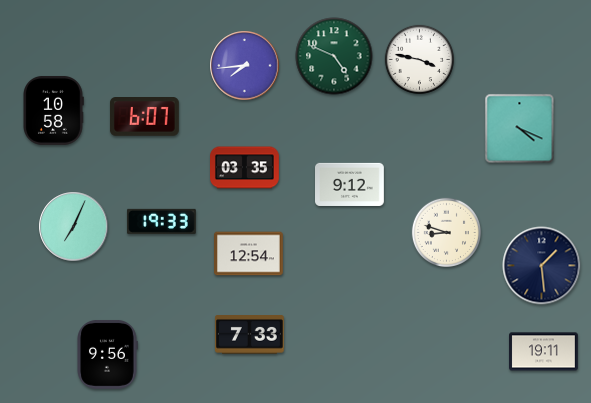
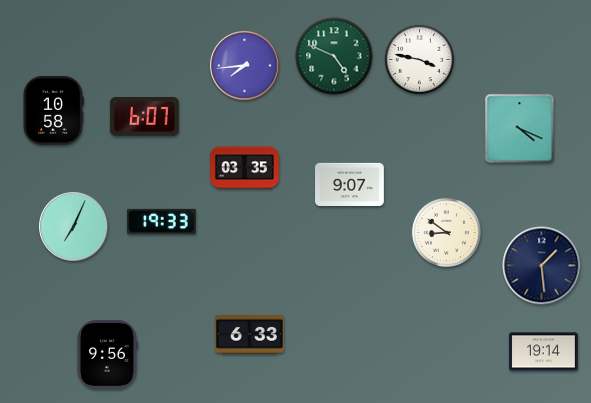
clock at (350, 184): 9:12 -> 9:07
clock at (446, 232): 8:48 -> 8:51
clock at (249, 254): 12:54 -> none
clock at (249, 335): 7:33 -> 6:33
clock at (544, 352): 19:11 -> 19:14
